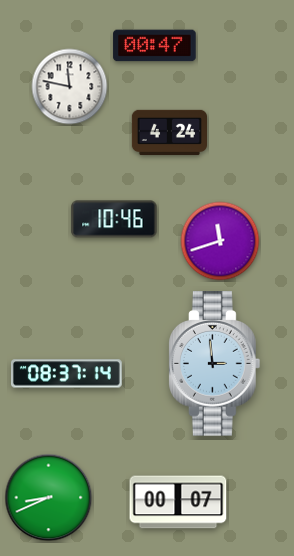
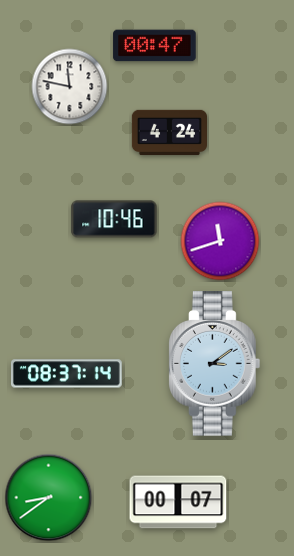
clock at (215, 364): 2:59 -> 3:09
clock at (49, 498): 8:41 -> 8:39
